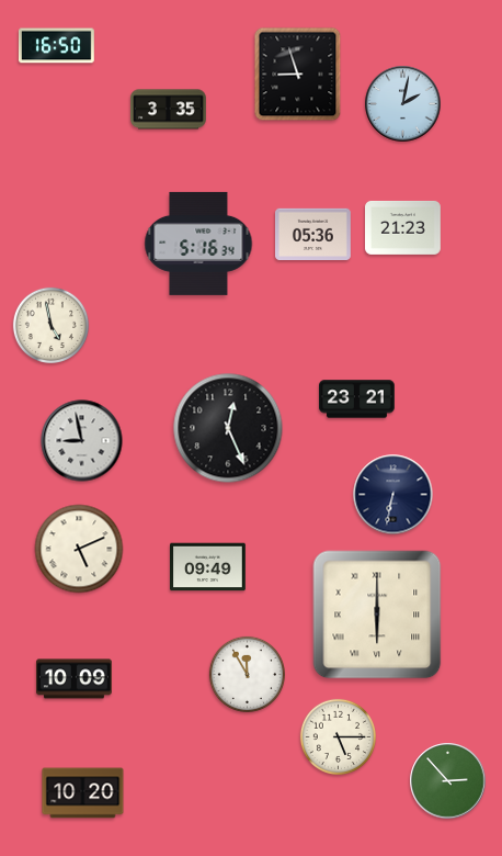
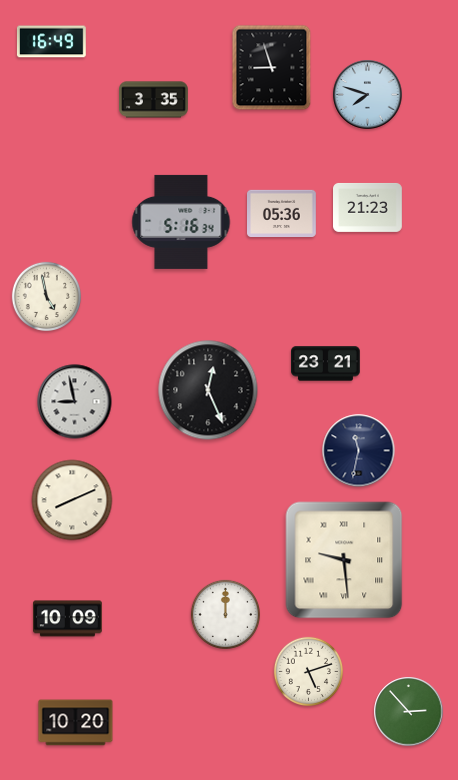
clock at (56, 46): 16:50 -> 16:49
clock at (403, 104): 2:02 -> 7:48
clock at (313, 234) position: (313, 234) -> (282, 213)
clock at (393, 495): 6:32 -> 11:32
clock at (79, 549): 5:11 -> 8:11
clock at (208, 567): 09:49 -> none
clock at (377, 615): 6:00 -> 9:29
clock at (247, 674): 11:55 -> 12:00
clock at (338, 736): 5:15 -> 5:12
